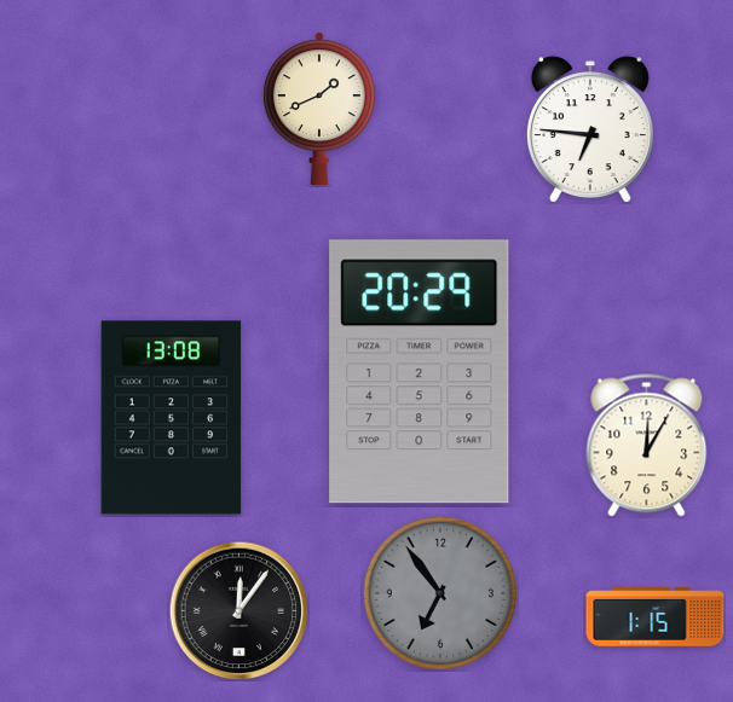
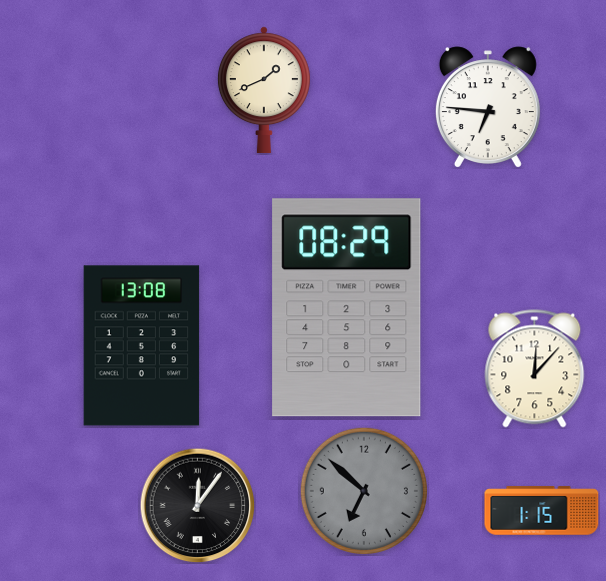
clock at (420, 372): 20:29 -> 08:29
clock at (647, 446): 12:05 -> 12:07
clock at (440, 593): 6:54 -> 6:52
